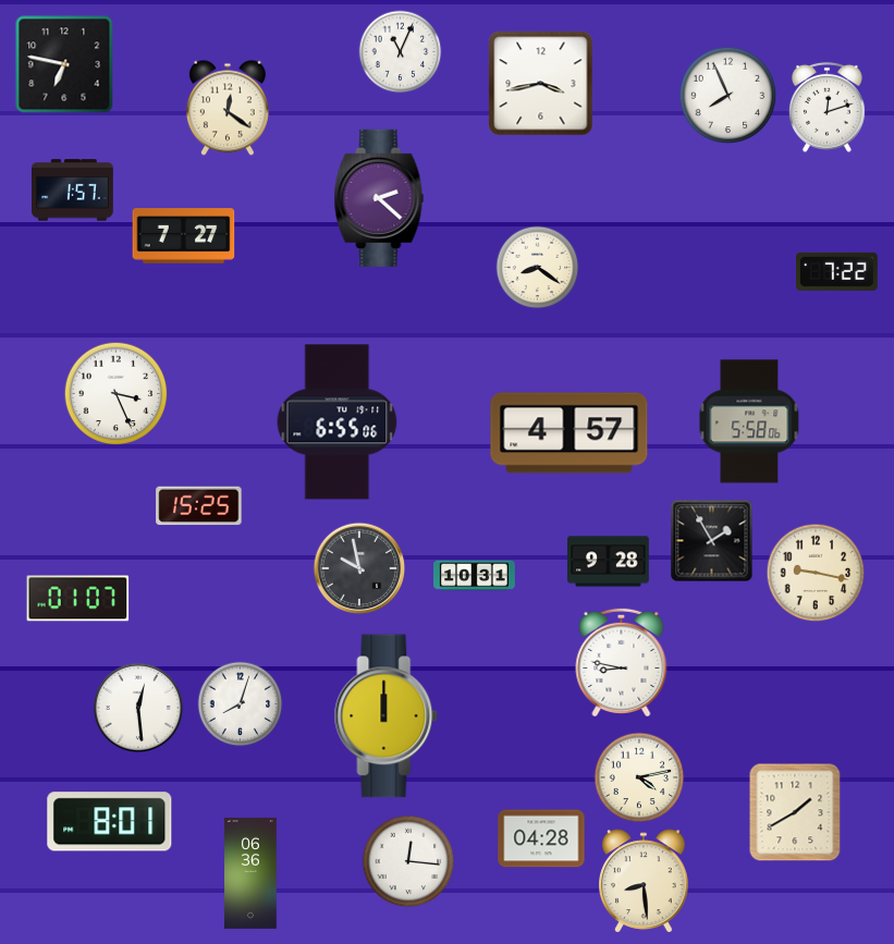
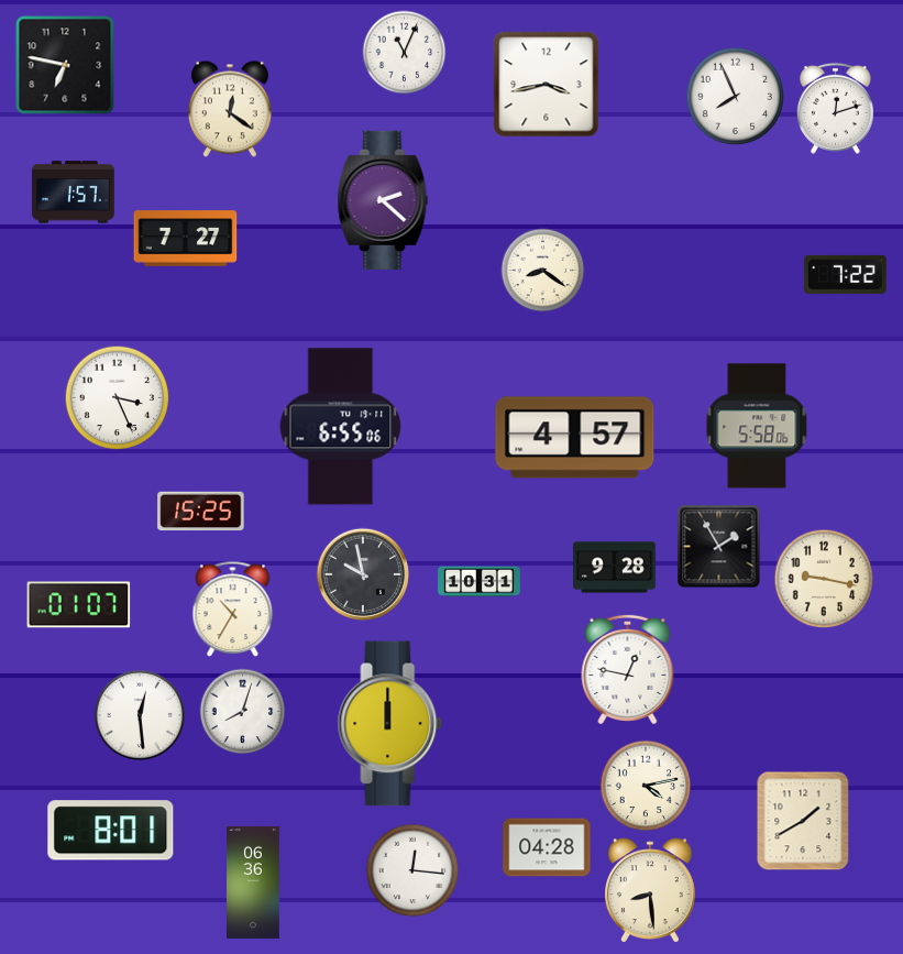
clock at (233, 610): none -> 10:35
clock at (622, 661): 8:47 -> 12:47
